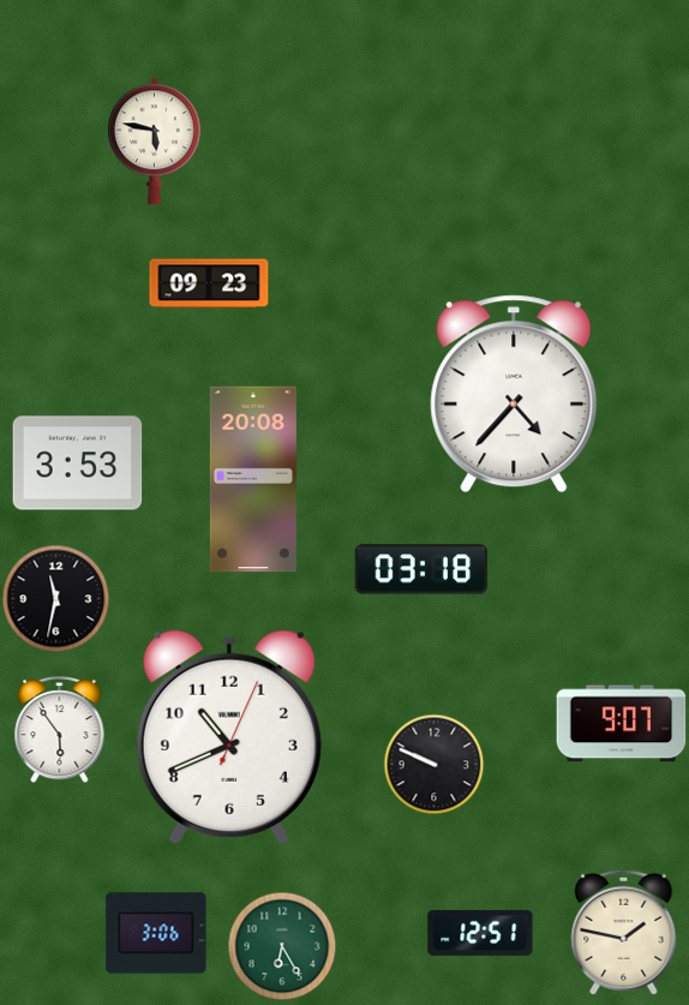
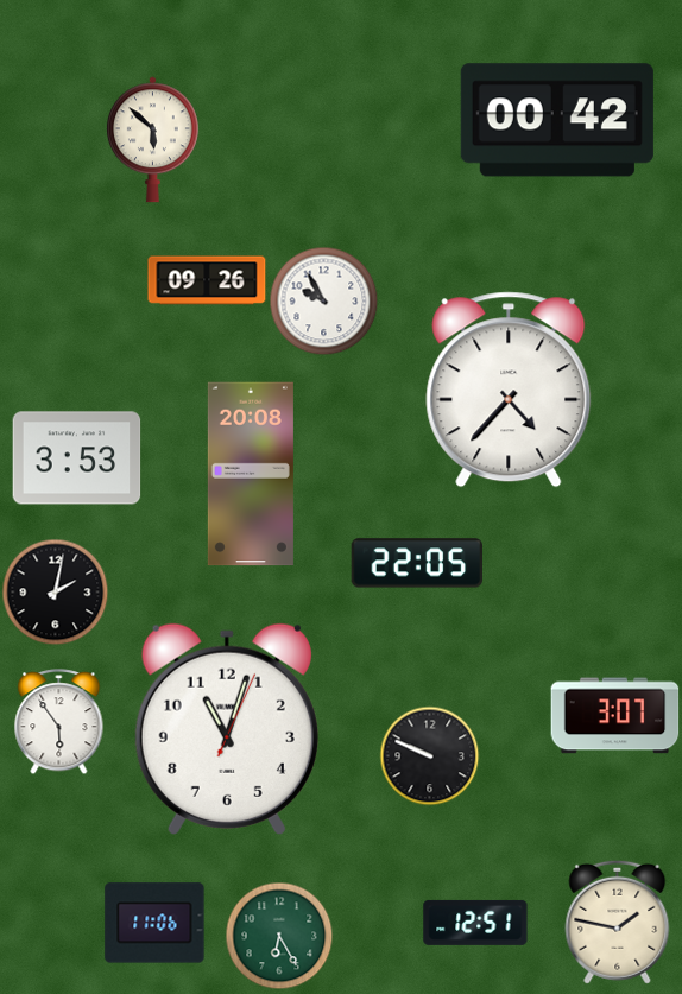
clock at (557, 120): none -> 00:42
clock at (154, 142): 5:47 -> 5:52
clock at (209, 283): 09:23 -> 09:26
clock at (323, 300): none -> 9:55
clock at (420, 569): 03:18 -> 22:05
clock at (55, 598): 11:32 -> 2:02
clock at (622, 724): 9:07 -> 3:07
clock at (229, 737): 10:41 -> 11:03
clock at (156, 933): 3:06 -> 11:06
